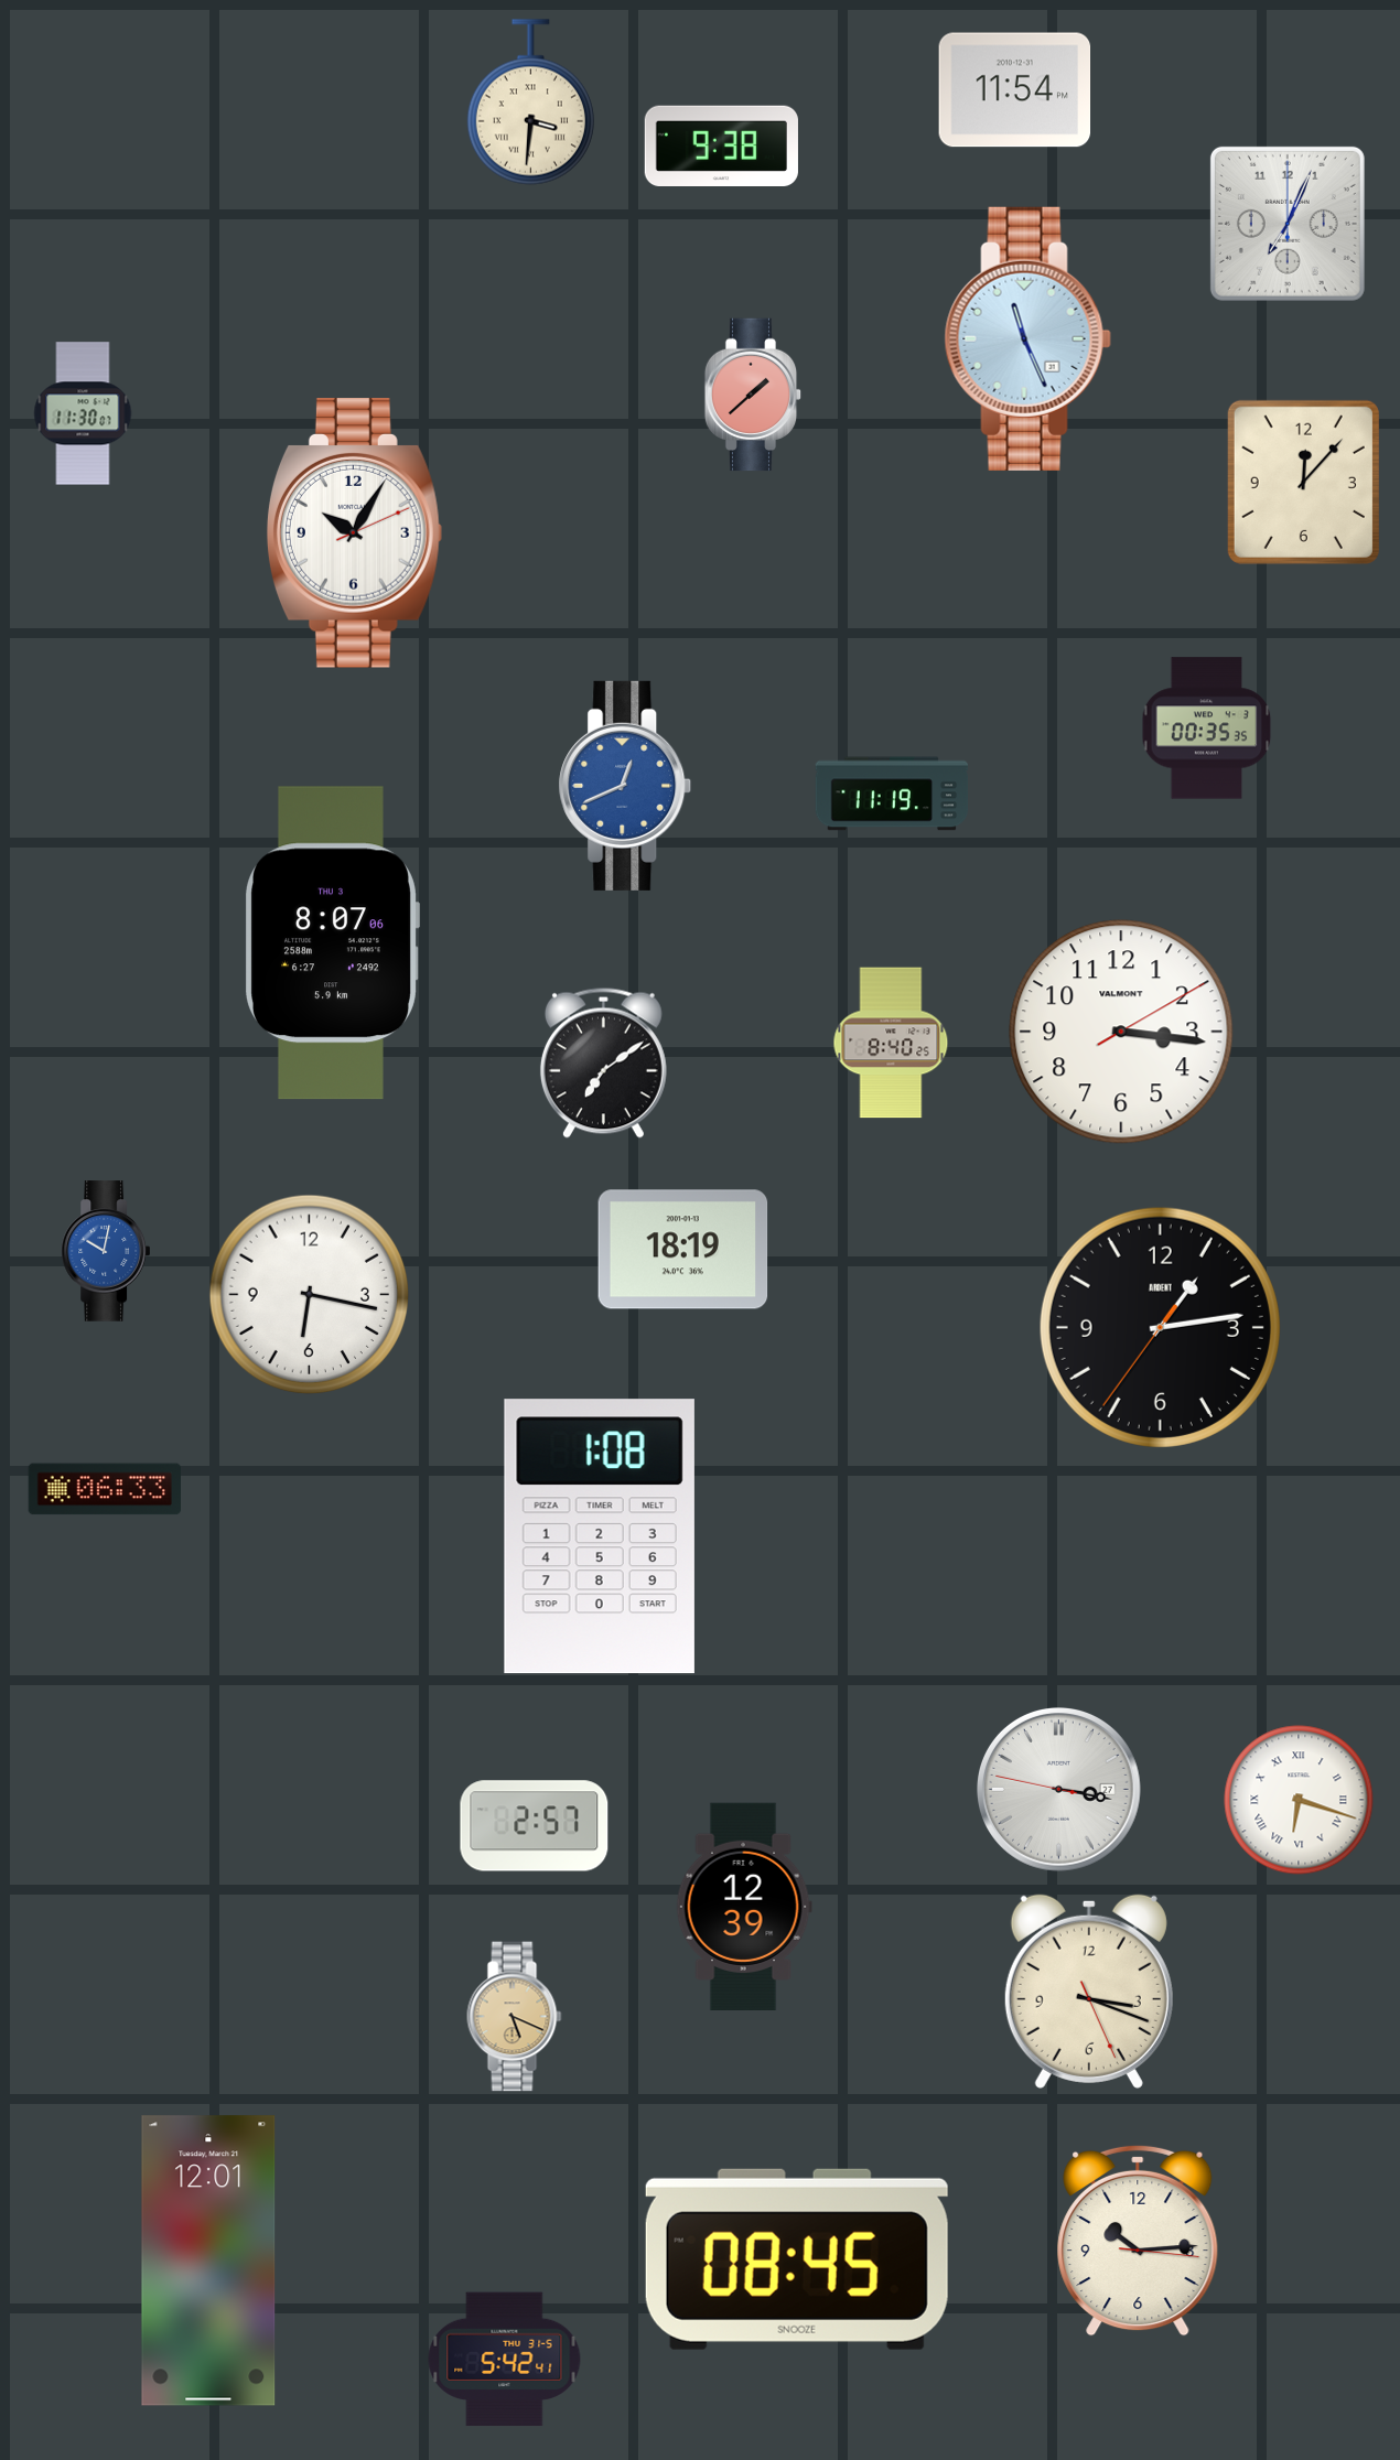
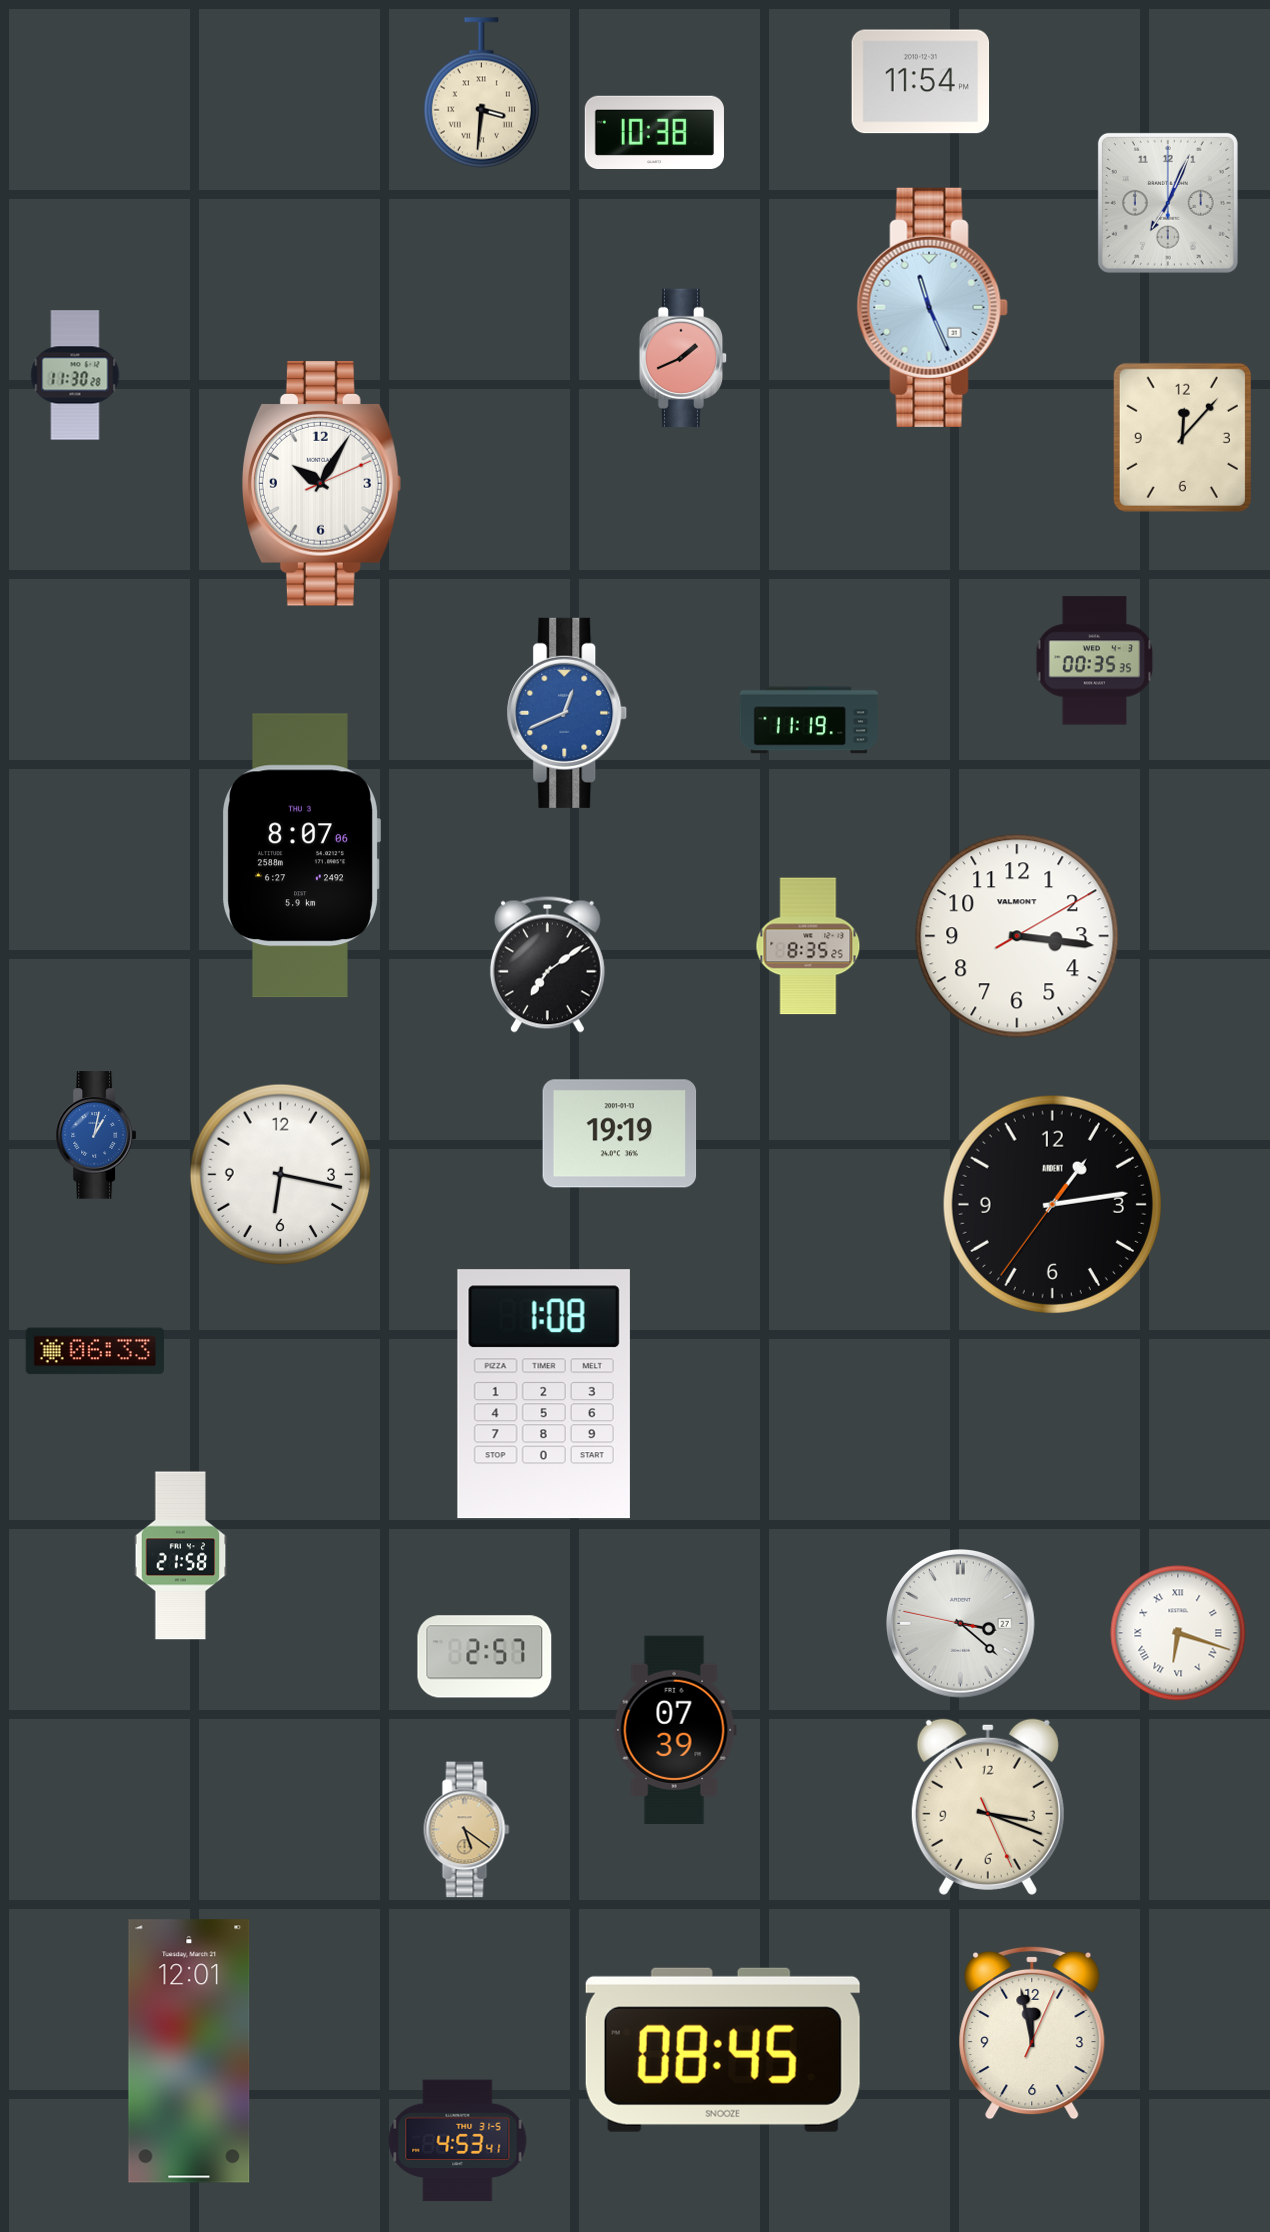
clock at (721, 145): 9:38 -> 10:38
clock at (753, 395): 1:38 -> 1:41
clock at (83, 413): 11:30:07 -> 11:30:28
clock at (891, 1043): 8:40 -> 8:35
clock at (683, 1250): 18:19 -> 19:19
clock at (105, 1251): 10:02 -> 1:02
clock at (181, 1556): none -> 21:58
clock at (1059, 1790): 3:16 -> 3:21
clock at (744, 1907): 12:39 -> 07:39
clock at (515, 2017): 5:19 -> 5:21
clock at (1138, 2241): 10:14 -> 11:58
clock at (505, 2360): 5:42 -> 4:53
